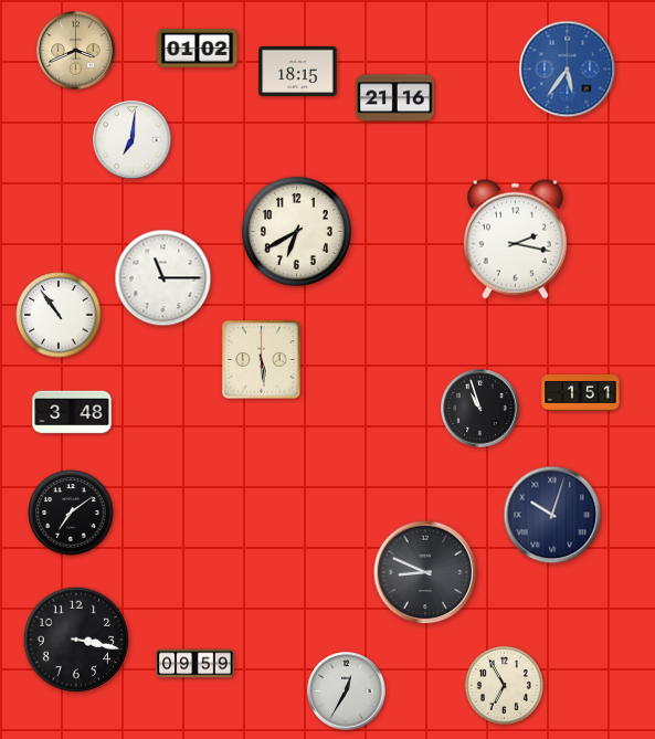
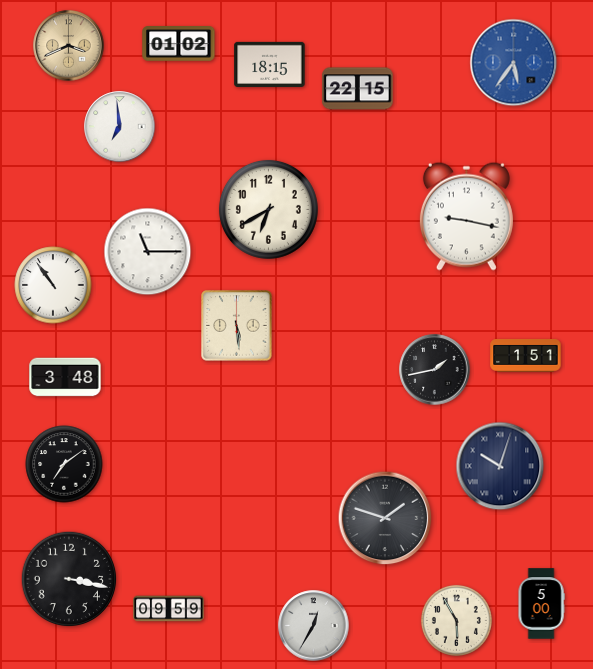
clock at (395, 98): 21:16 -> 22:15
clock at (133, 140): 7:01 -> 6:59
clock at (515, 239): 2:17 -> 9:17
clock at (480, 409): 10:57 -> 1:43
clock at (72, 412) position: (72, 412) -> (65, 377)
clock at (425, 572): 8:49 -> 1:48
clock at (196, 664) position: (196, 664) -> (169, 609)
clock at (541, 604): none -> 5:00
clock at (504, 685): 6:55 -> 5:55
